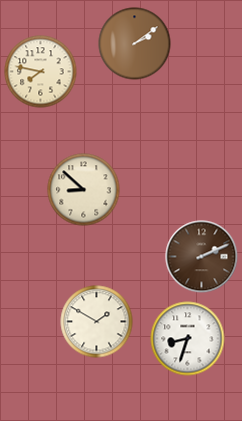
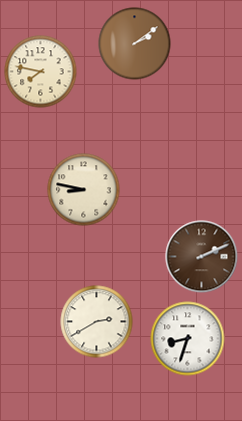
clock at (84, 190): 8:52 -> 8:47
clock at (97, 322): 1:50 -> 2:40
